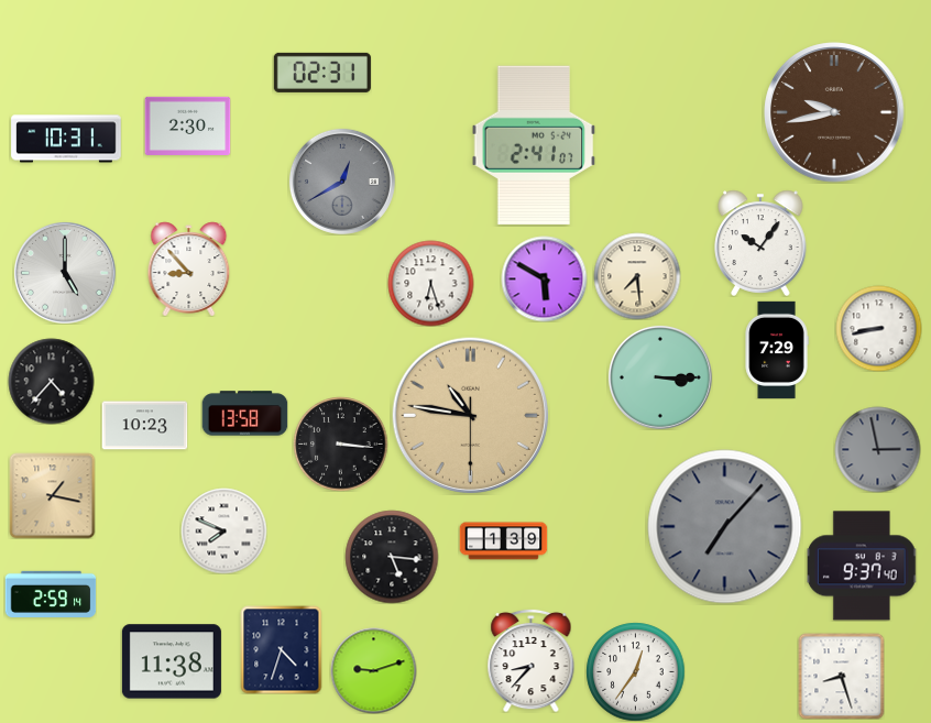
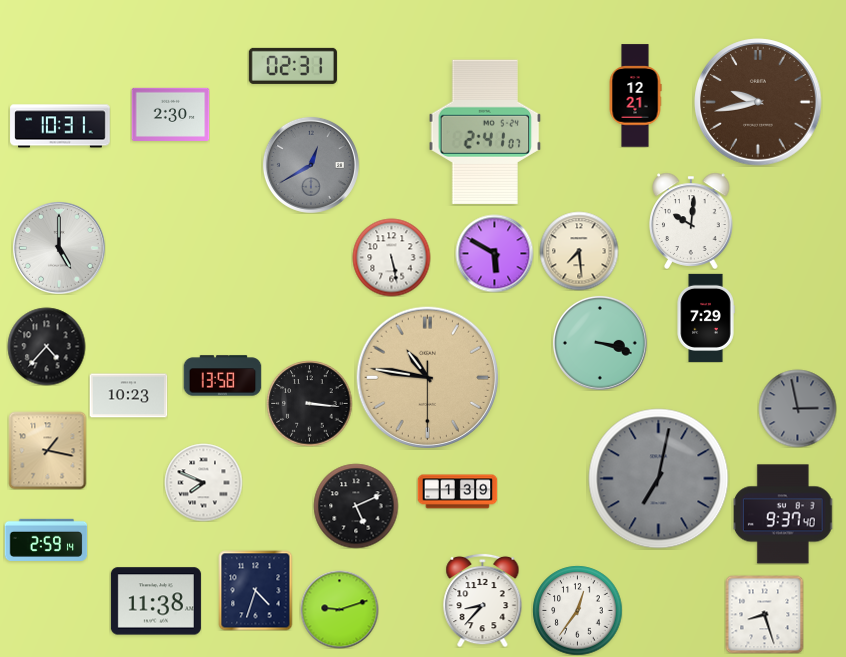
clock at (635, 96): none -> 12:21
clock at (760, 243): 10:06 -> 10:01
clock at (189, 269): 8:53 -> none
clock at (430, 283): 6:27 -> 5:28
clock at (878, 328): 8:43 -> none
clock at (660, 377): 3:15 -> 3:18
clock at (144, 426) position: (144, 426) -> (128, 396)
clock at (725, 527): 7:07 -> 7:02
clock at (392, 557): 5:16 -> 5:11
